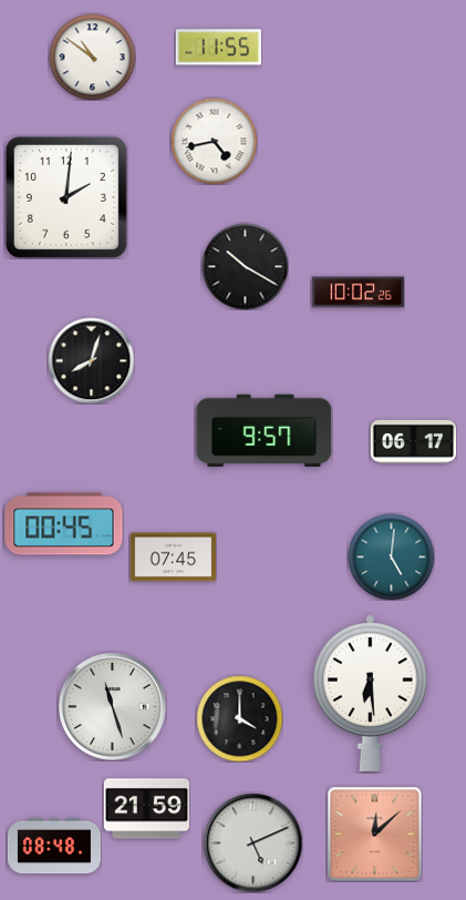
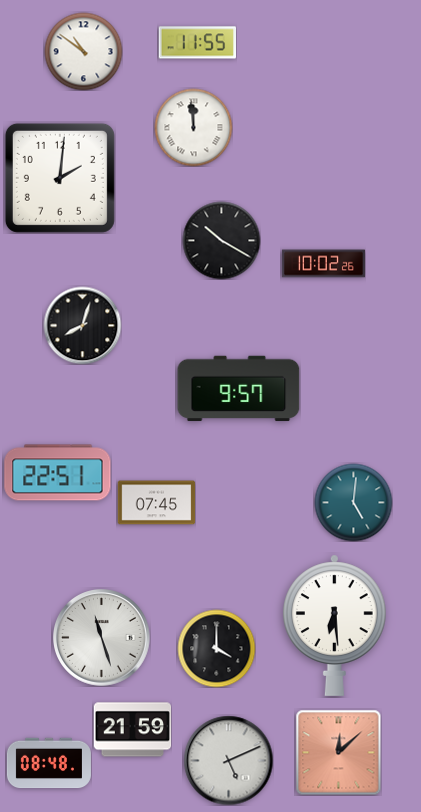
clock at (214, 141): 4:43 -> 11:59
clock at (413, 441): 06:17 -> none
clock at (64, 524): 00:45 -> 22:51
